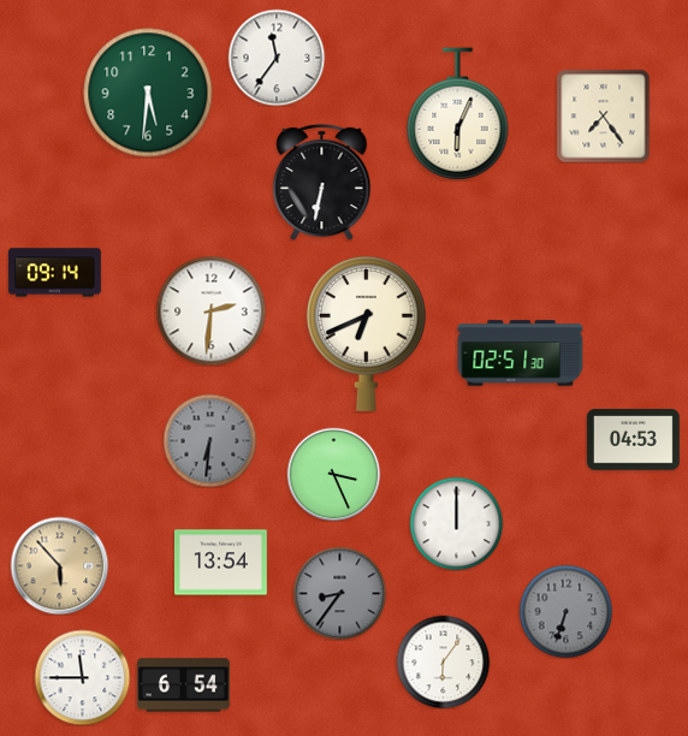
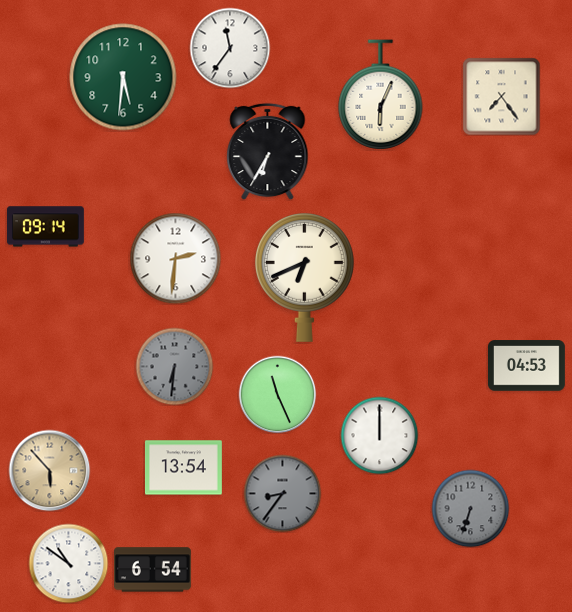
clock at (322, 182): 6:32 -> 6:35
clock at (521, 354): 02:51 -> none
clock at (333, 474): 3:26 -> 11:26
clock at (443, 661): 6:06 -> none
clock at (82, 677): 11:45 -> 10:51
